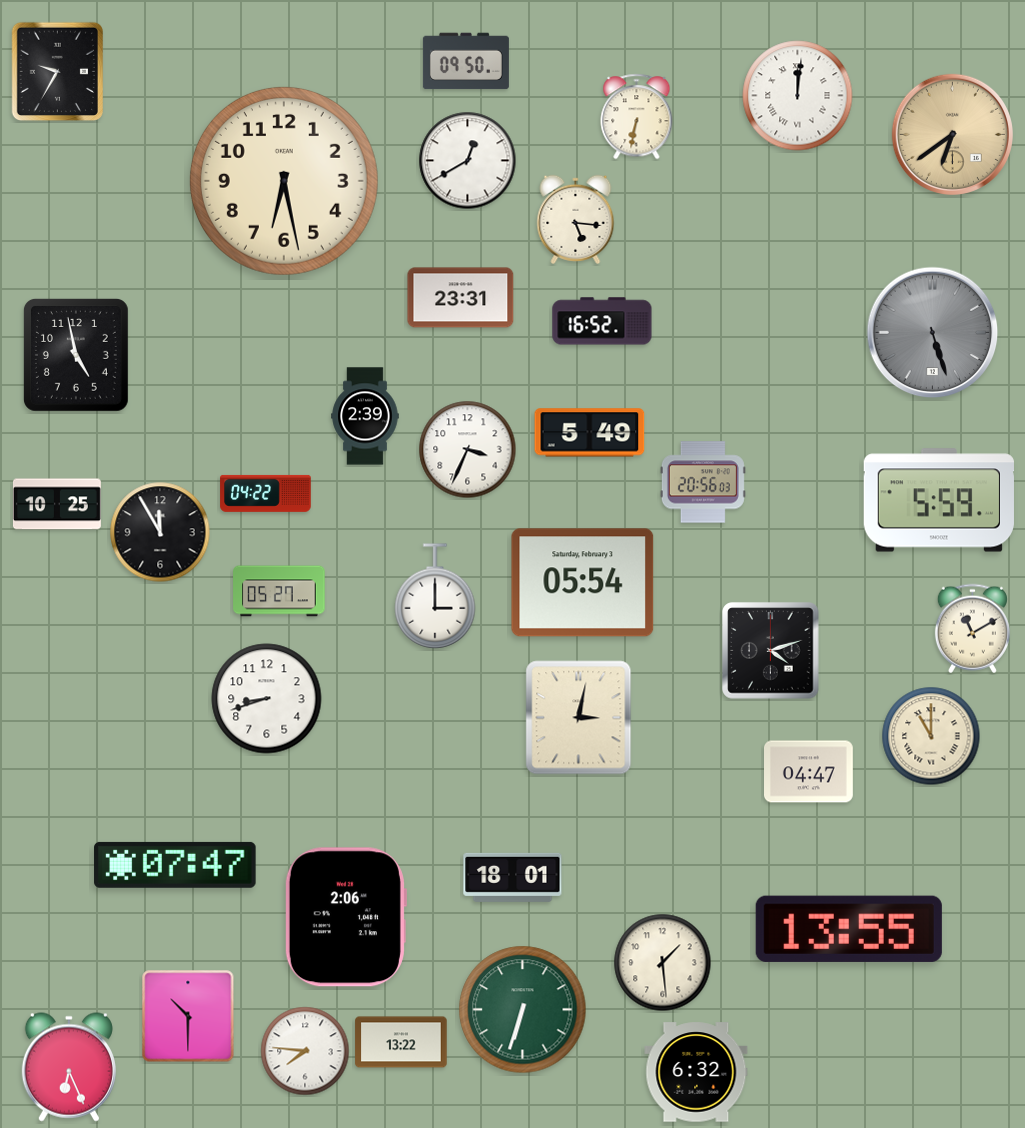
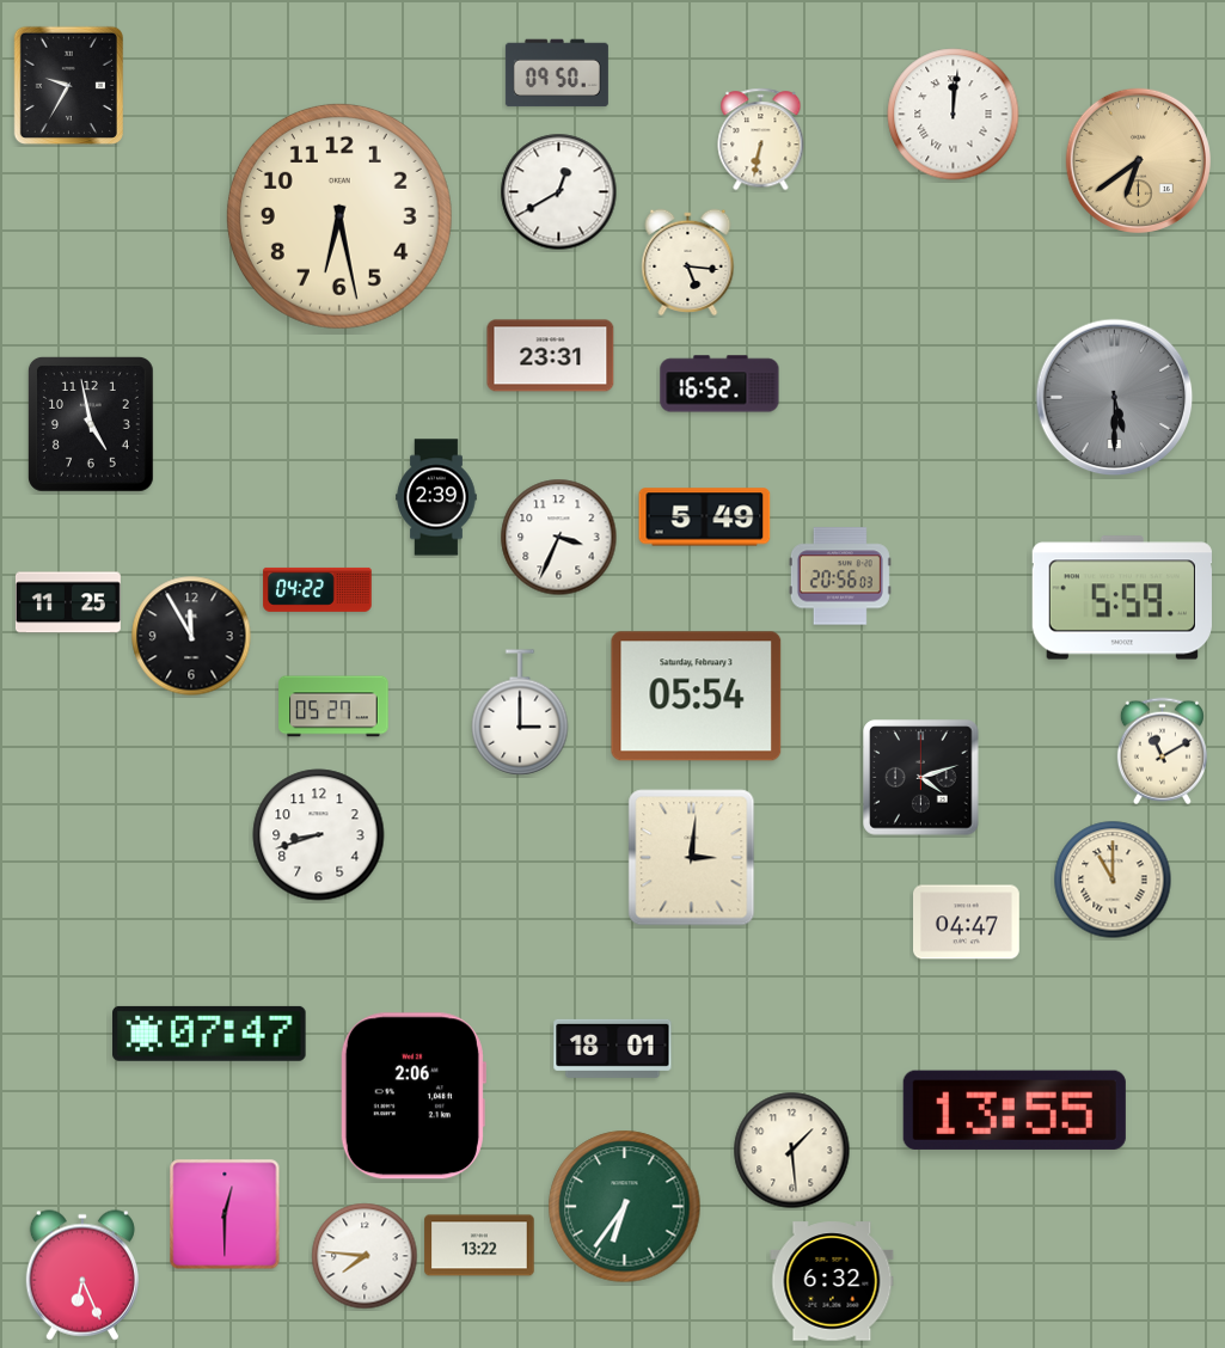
clock at (933, 333): 5:27 -> 5:30
clock at (57, 504): 10:25 -> 11:25
clock at (579, 718): 3:02 -> 3:01
clock at (523, 1010): 6:33 -> 6:36
clock at (188, 1016): 10:30 -> 12:30
